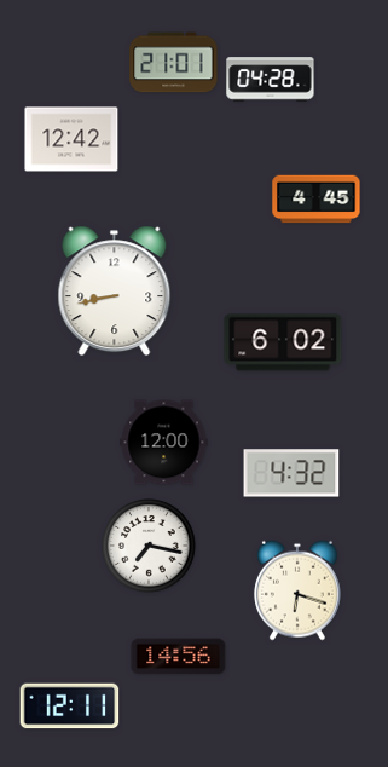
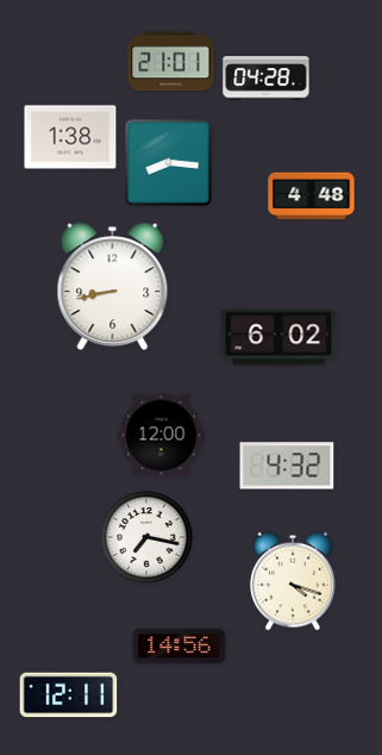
clock at (71, 139): 12:42 -> 1:38
clock at (168, 162): none -> 8:16
clock at (317, 200): 4:45 -> 4:48
clock at (297, 590): 6:18 -> 4:18
clock at (179, 657) position: (179, 657) -> (180, 647)
